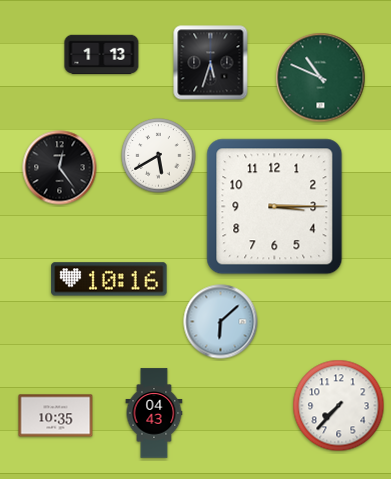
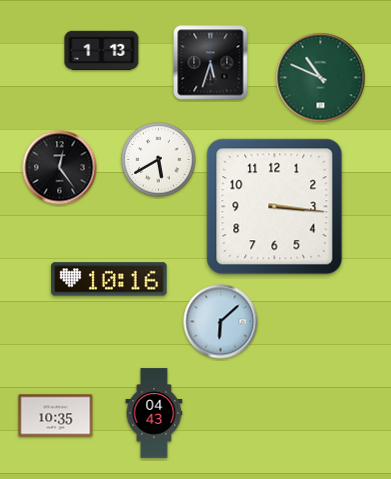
clock at (102, 54) position: (102, 54) -> (102, 50)
clock at (159, 156) position: (159, 156) -> (159, 160)
clock at (275, 207): 3:15 -> 3:16
clock at (339, 406): 7:37 -> none
